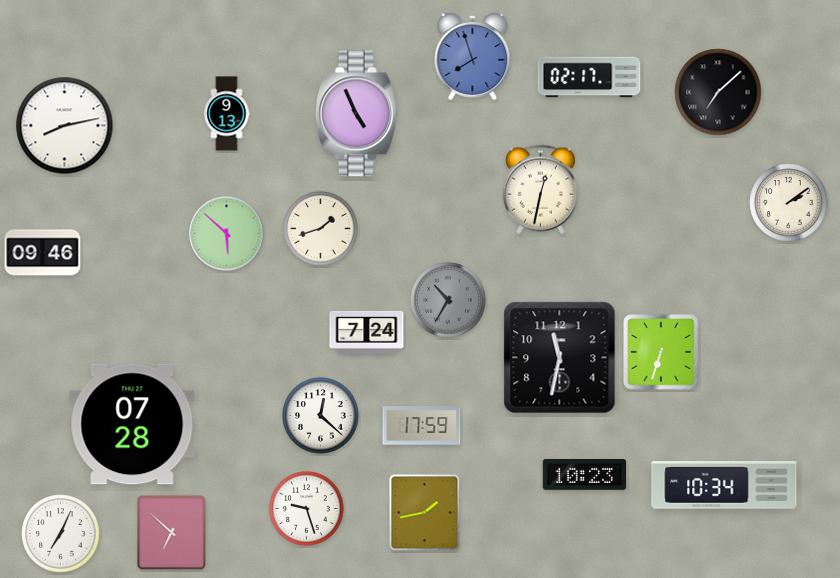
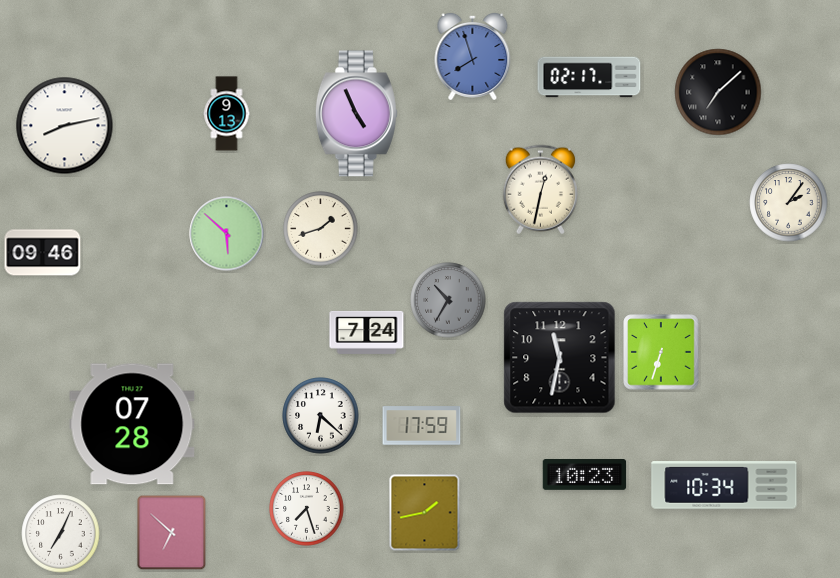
clock at (789, 203): 2:09 -> 2:06
clock at (321, 416): 12:22 -> 6:22
clock at (307, 509): 9:27 -> 7:27
